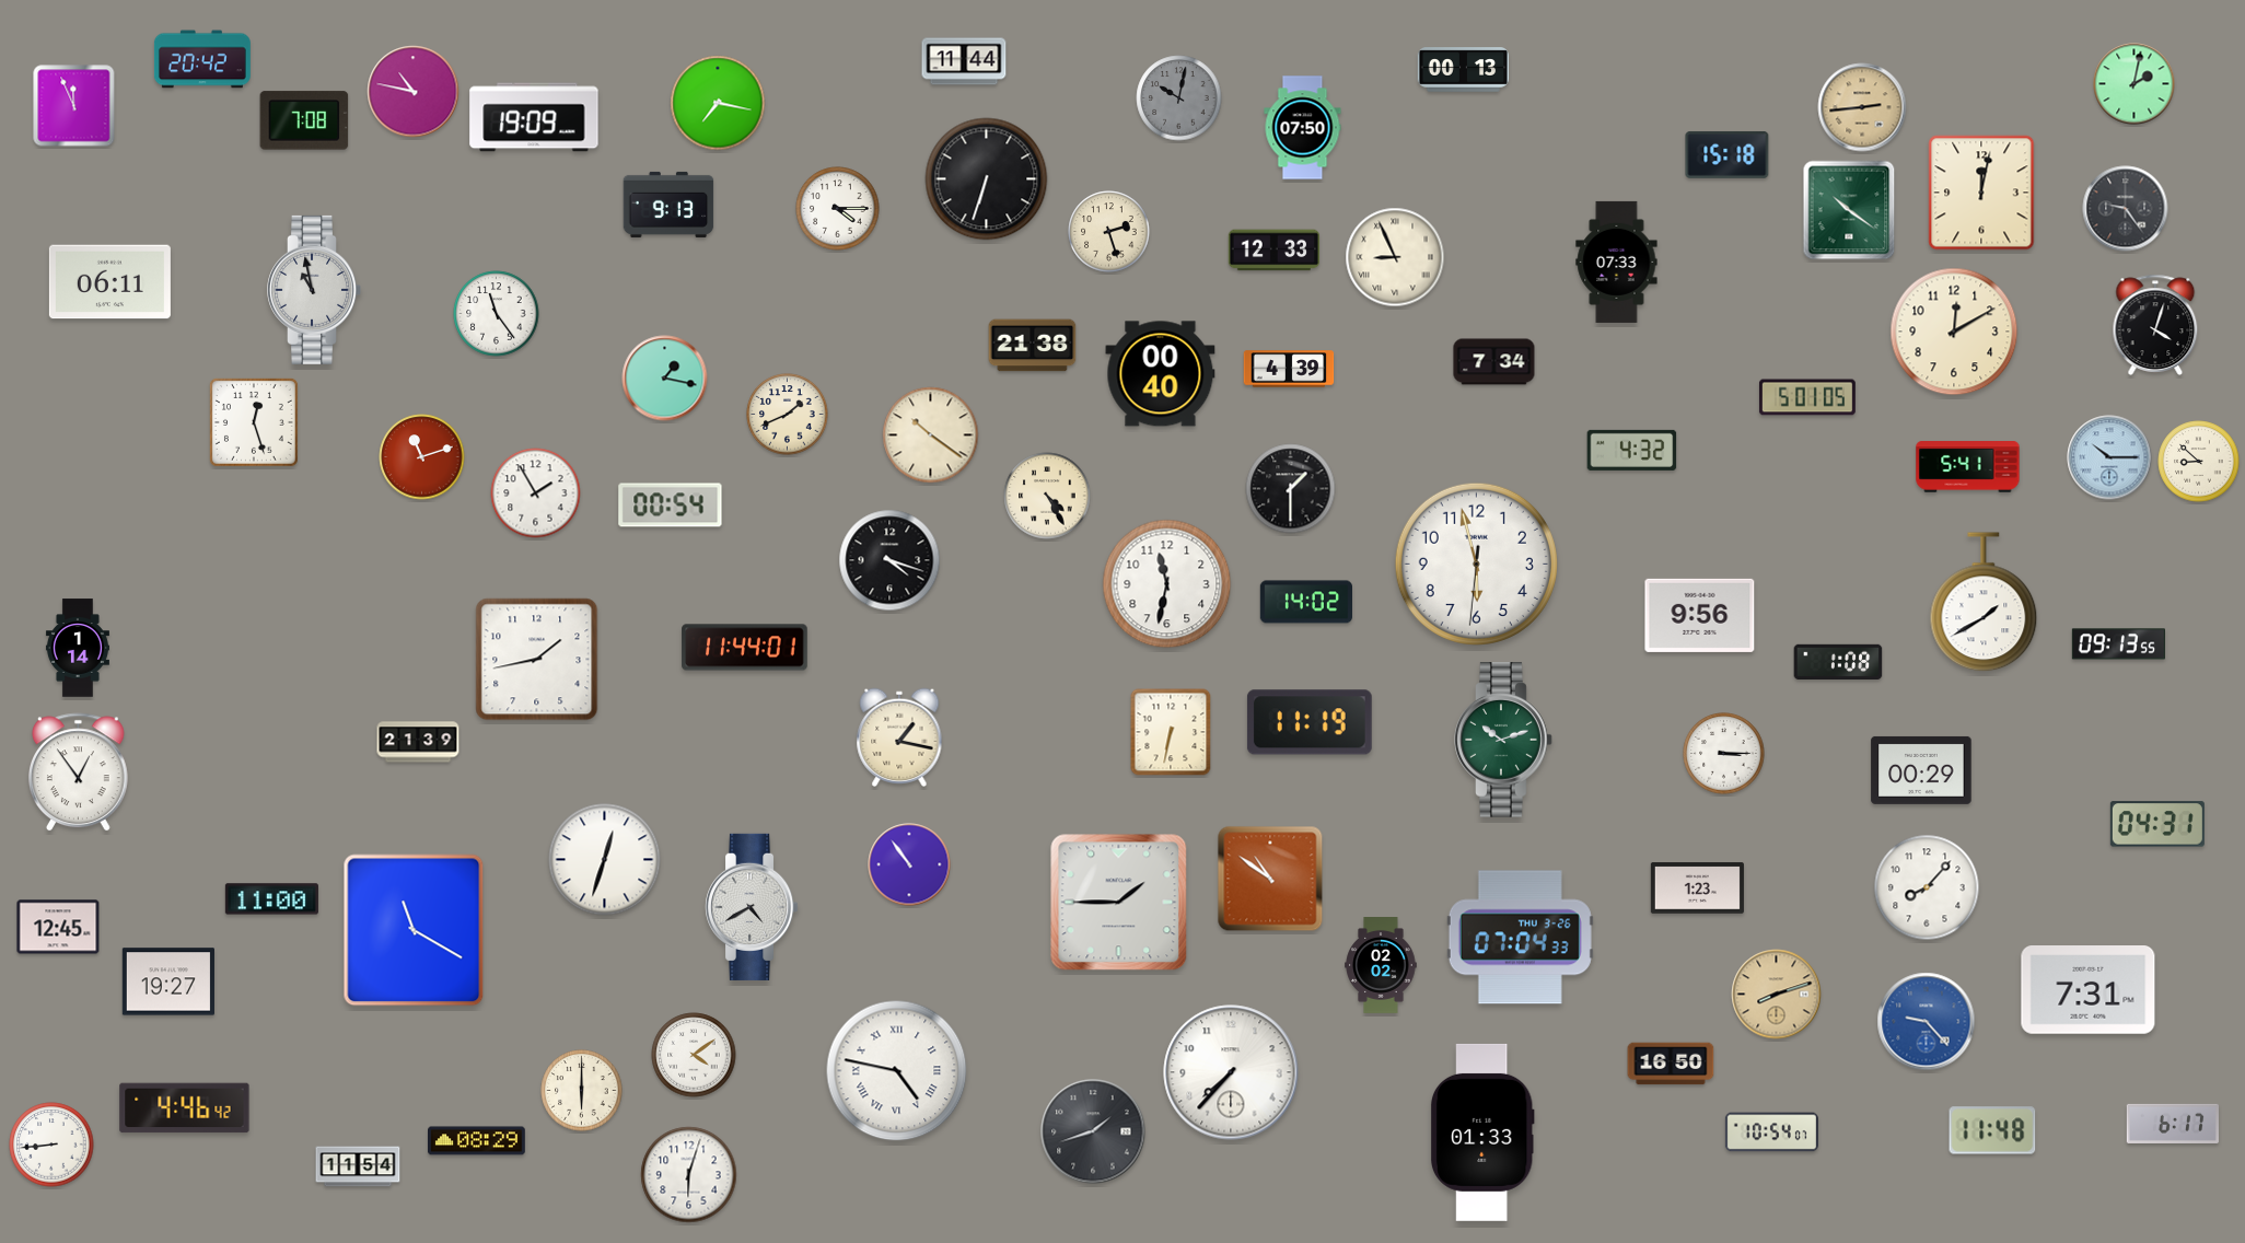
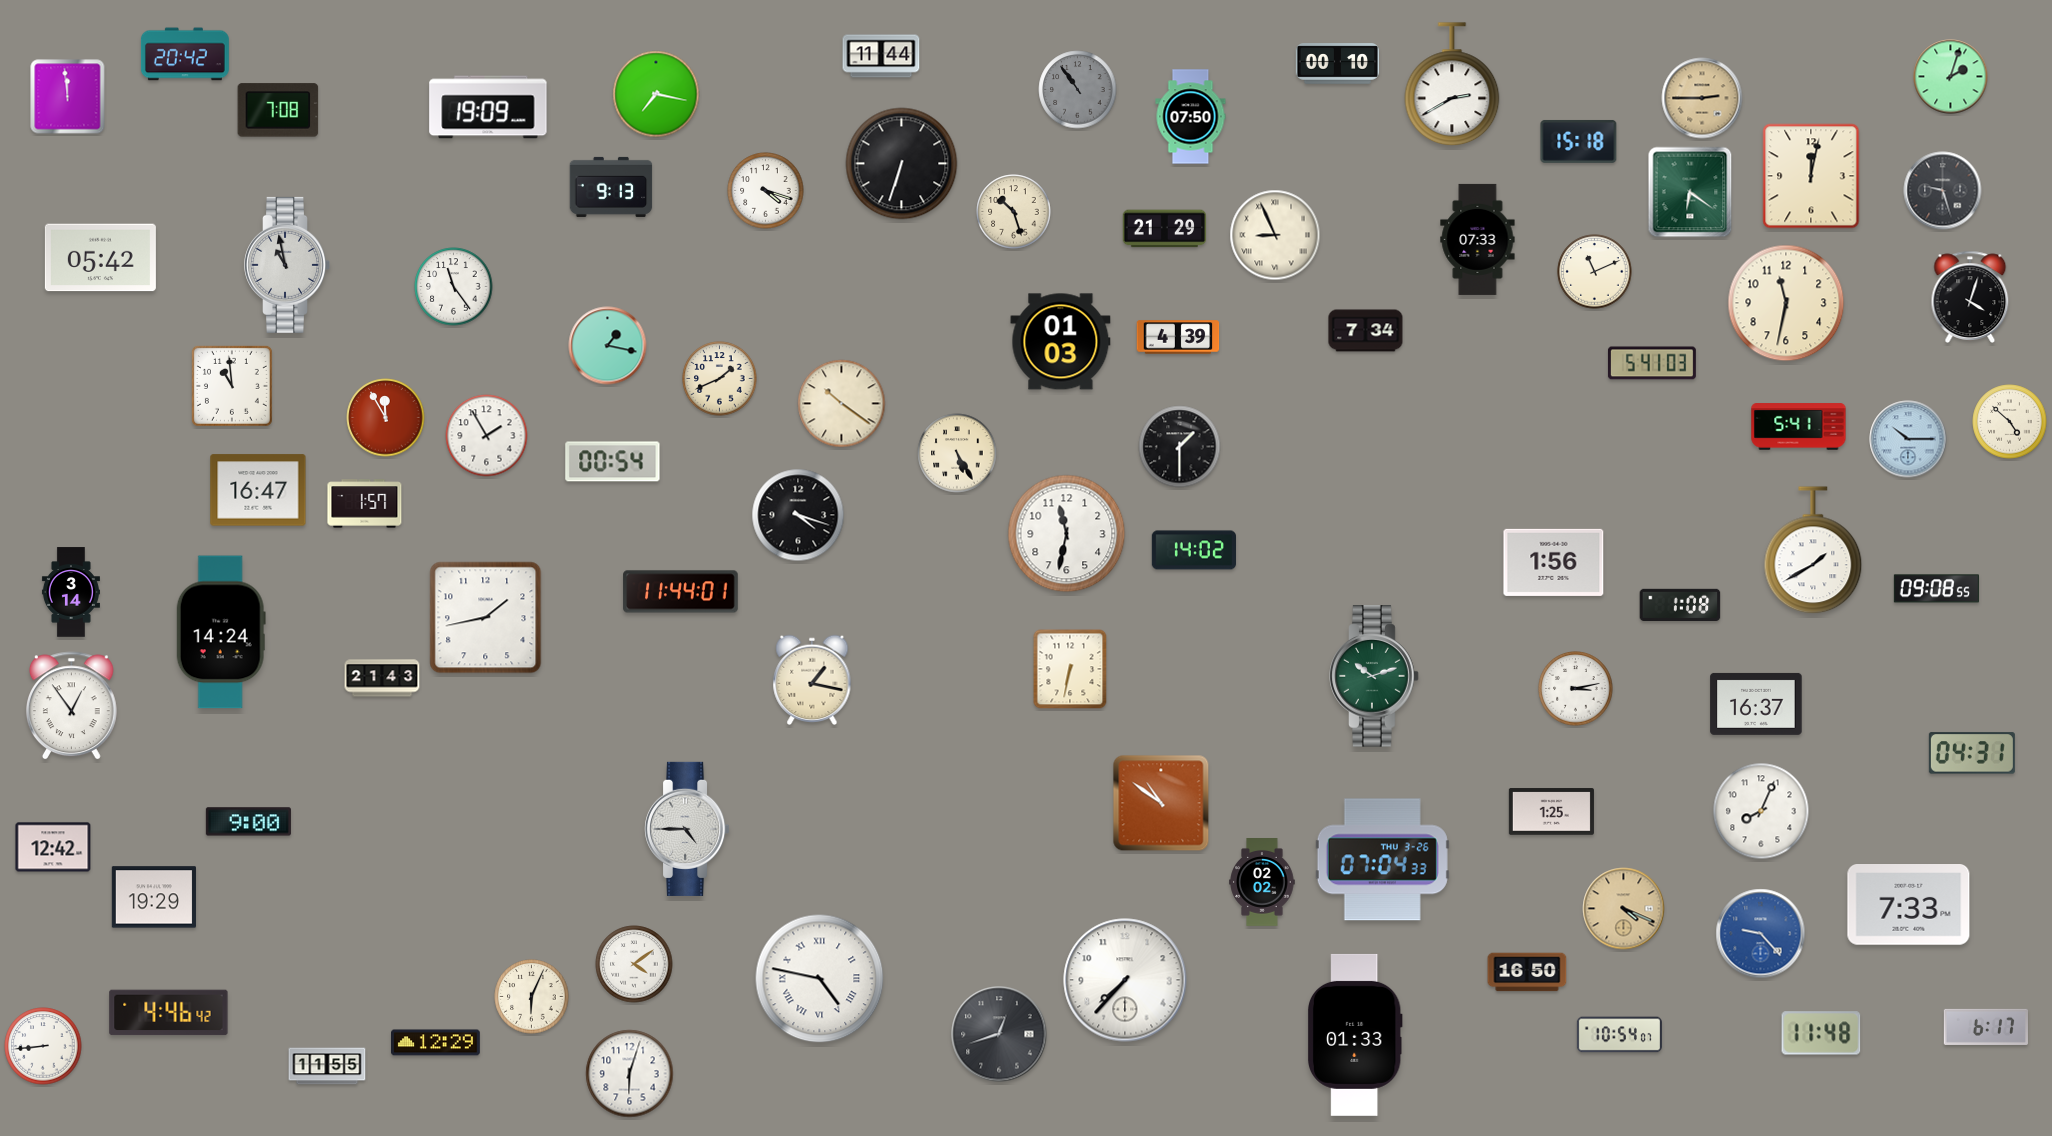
clock at (1464, 70): 00:13 -> 00:10
clock at (2135, 84): 2:02 -> 2:03
clock at (414, 92): 10:47 -> none
clock at (1452, 85): none -> 2:40
clock at (1179, 98): 10:02 -> 10:54
clock at (74, 106): 11:56 -> 11:59
clock at (1862, 107): 2:44 -> 2:45
clock at (838, 209): 4:15 -> 4:18
clock at (2126, 209): 9:24 -> 9:27
clock at (1849, 210): 10:21 -> 6:21
clock at (1109, 232): 2:27 -> 10:27
clock at (1275, 251): 12:33 -> 21:29
clock at (109, 282): 06:11 -> 05:42
clock at (1595, 272): none -> 11:11
clock at (1954, 332): 12:10 -> 11:32
clock at (1033, 346): 21:38 -> none
clock at (1161, 374): 00:40 -> 01:03
clock at (1807, 397): 5:01 -> 5:41
clock at (254, 422): 12:27 -> 10:59
clock at (931, 435) position: (931, 435) -> (842, 404)
clock at (1632, 450): 4:32 -> none
clock at (422, 457): 11:12 -> 11:55
clock at (2109, 457) position: (2109, 457) -> (1908, 439)
clock at (2199, 462): 8:52 -> 4:52
clock at (536, 493) position: (536, 493) -> (487, 436)
clock at (1047, 496): 4:25 -> 5:25
clock at (258, 490): none -> 16:47
clock at (365, 504): none -> 1:57
clock at (889, 560) position: (889, 560) -> (798, 515)
clock at (1476, 564): 5:57 -> none
clock at (1700, 615): 9:56 -> 1:56
clock at (2118, 644): 09:13 -> 09:08
clock at (78, 648): 1:14 -> 3:14
clock at (537, 660) position: (537, 660) -> (486, 618)
clock at (221, 632): none -> 14:24
clock at (1310, 722): 11:19 -> none
clock at (899, 737) position: (899, 737) -> (812, 680)
clock at (418, 742): 21:39 -> 21:43
clock at (1724, 754): 3:15 -> 3:13
clock at (1921, 770): 00:29 -> 16:37
clock at (605, 860): 12:33 -> none
clock at (909, 864): 10:54 -> none
clock at (1927, 887): 8:07 -> 8:04
clock at (1697, 888): 1:23 -> 1:25
clock at (271, 899): 11:00 -> 9:00
clock at (1119, 903): 1:45 -> none
clock at (753, 907): 4:40 -> 4:45
clock at (58, 927): 12:45 -> 12:42
clock at (414, 930): 11:20 -> none
clock at (1520, 938) position: (1520, 938) -> (1382, 860)
clock at (168, 981): 19:27 -> 19:29
clock at (2089, 990): 7:31 -> 7:33
clock at (1777, 995): 8:12 -> 4:19
clock at (582, 1091): 6:00 -> 6:04
clock at (1093, 1131): 1:42 -> 12:42
clock at (477, 1141): 08:29 -> 12:29
clock at (51, 1145) position: (51, 1145) -> (43, 1046)
clock at (358, 1166): 11:54 -> 11:55
